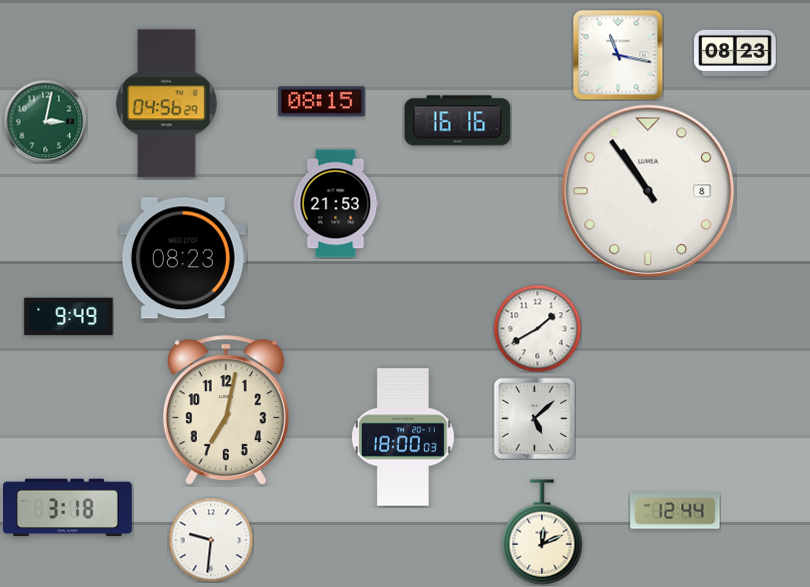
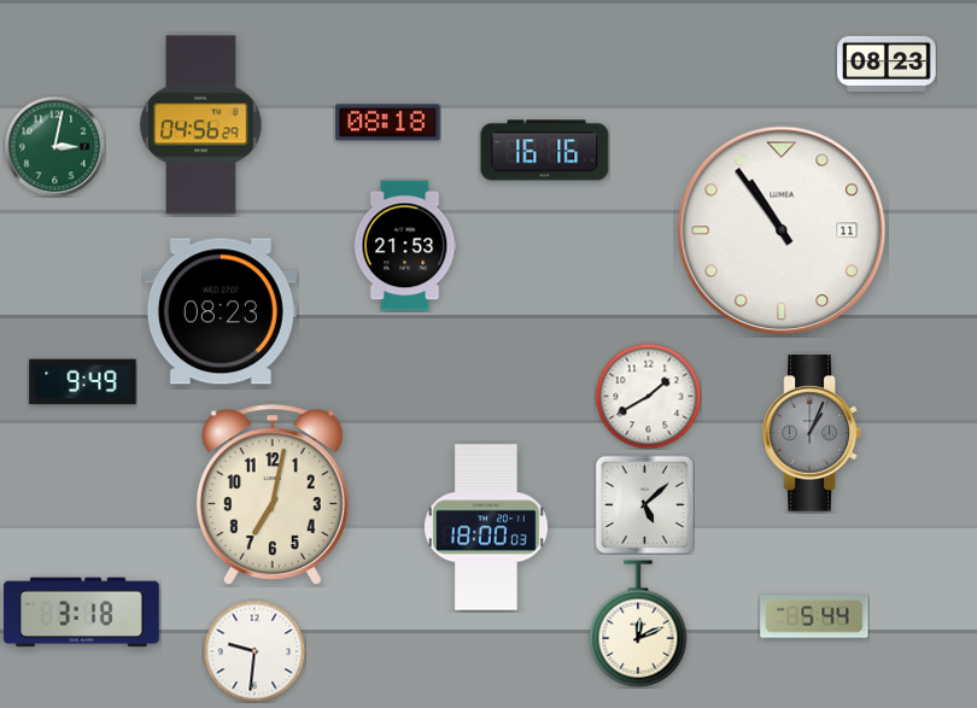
clock at (618, 55): 11:17 -> none
clock at (322, 102): 08:15 -> 08:18
clock at (458, 121) position: (458, 121) -> (545, 151)
clock at (648, 191) date: 8 -> 11
clock at (812, 434): none -> 1:04
clock at (675, 511): 12:44 -> 5:44
clock at (542, 532) position: (542, 532) -> (638, 624)
